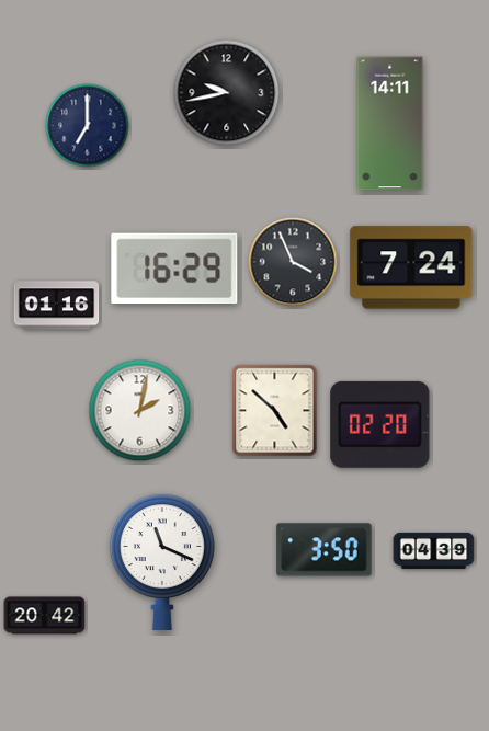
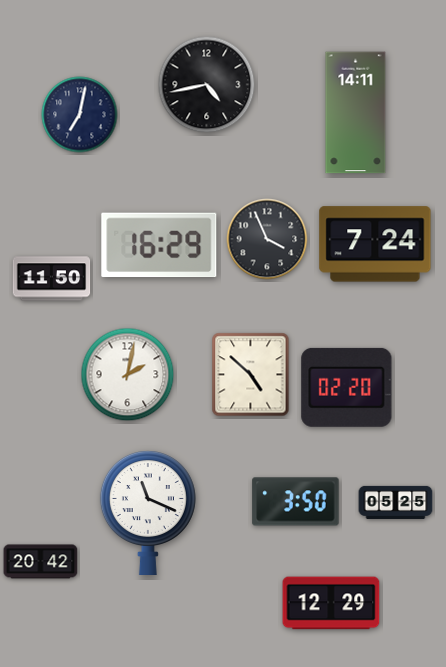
clock at (227, 93): 9:43 -> 4:43
clock at (88, 126): 7:00 -> 7:02
clock at (57, 306): 01:16 -> 11:50
clock at (434, 550): 04:39 -> 05:25
clock at (331, 603): none -> 12:29
